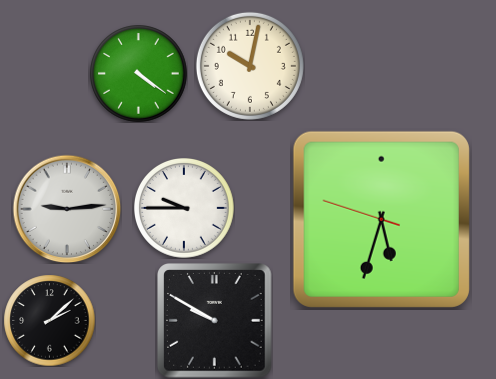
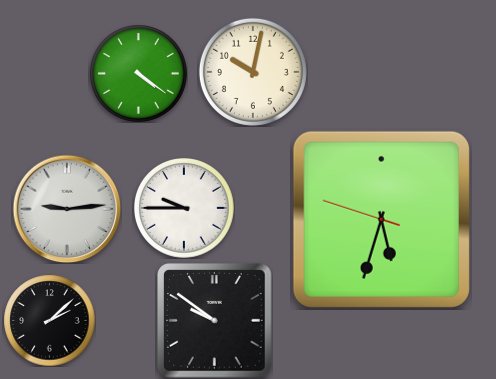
clock at (250, 66) position: (250, 66) -> (253, 72)
clock at (215, 321): 9:50 -> 9:51
